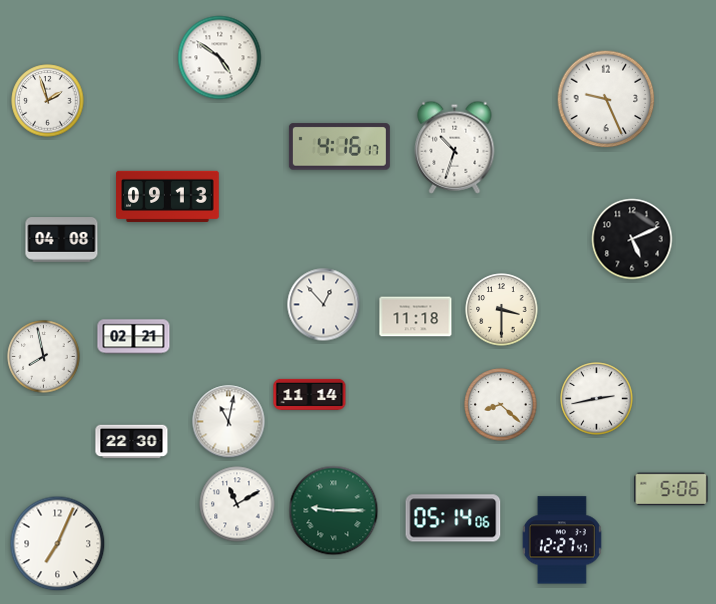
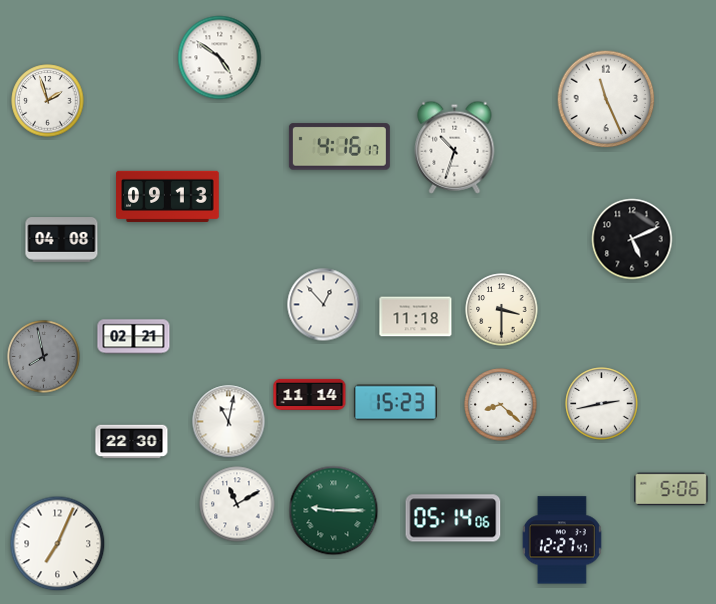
clock at (606, 99): 9:26 -> 11:26
clock at (44, 357) dial: white -> grey
clock at (597, 399) position: (597, 399) -> (602, 404)
clock at (395, 403): none -> 15:23
